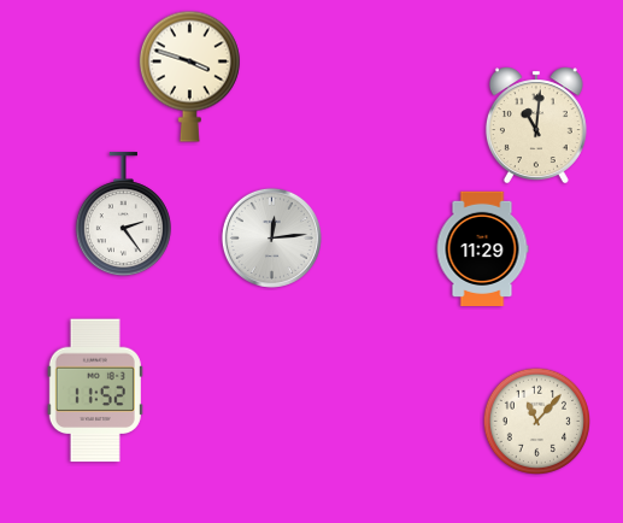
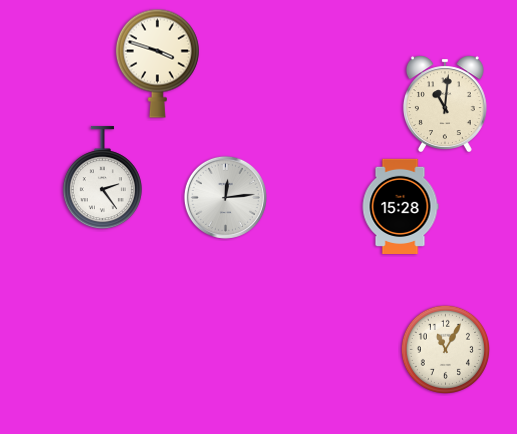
clock at (482, 248): 11:29 -> 15:28
clock at (95, 390): 11:52 -> none
clock at (536, 421): 11:07 -> 11:05
